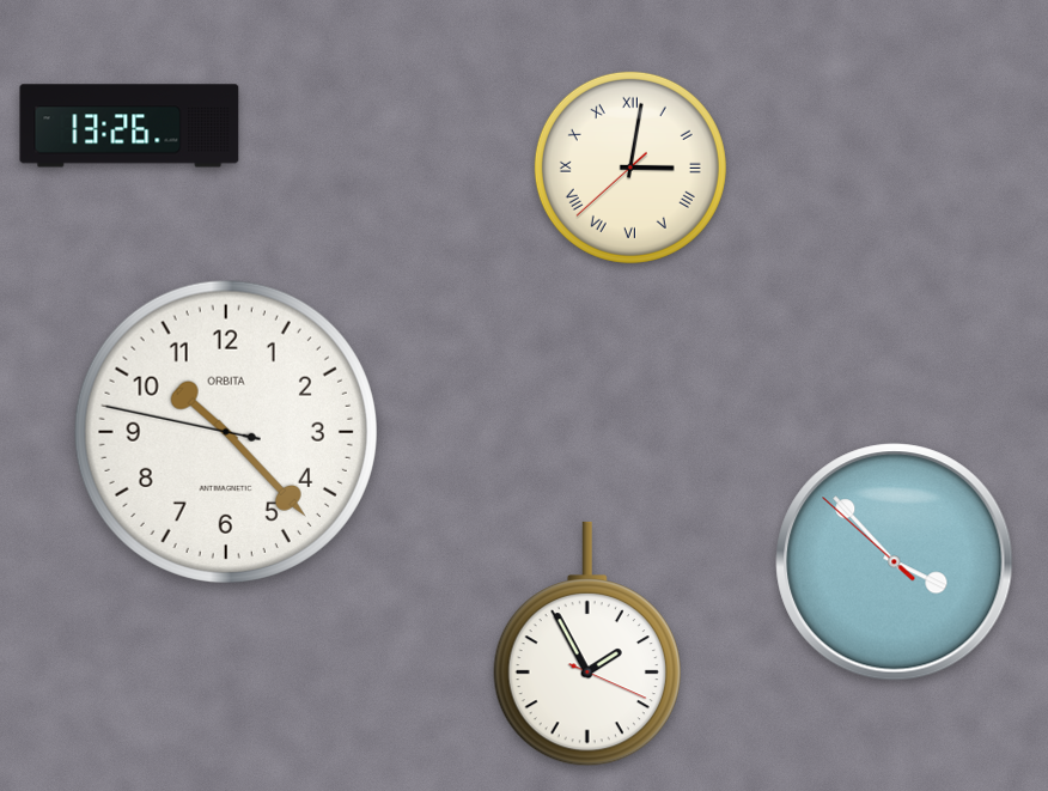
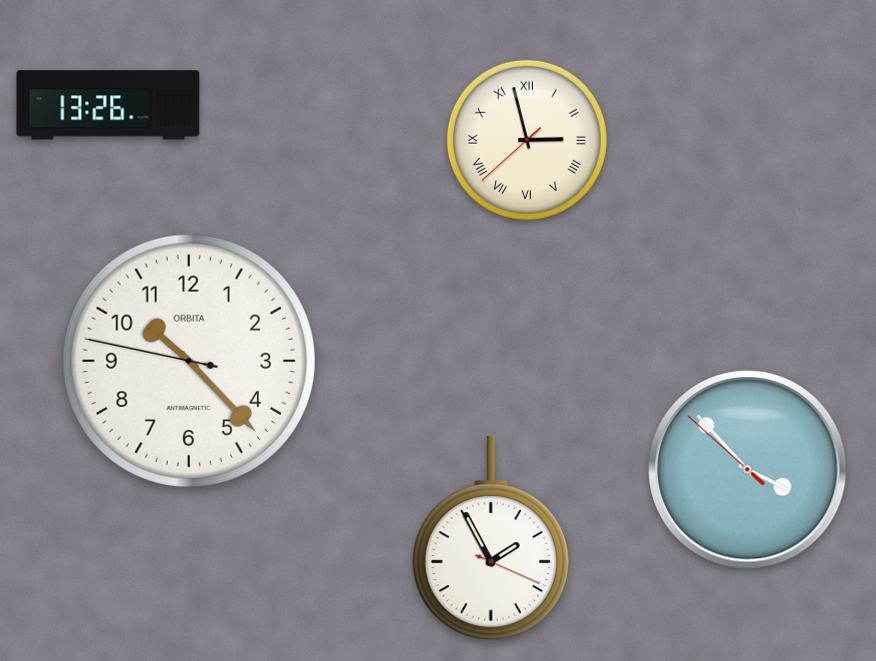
clock at (630, 168): 3:01 -> 2:57
